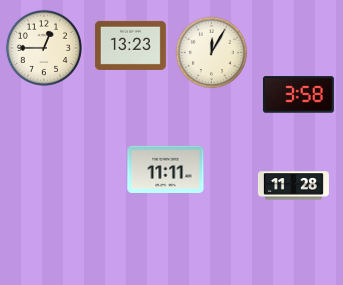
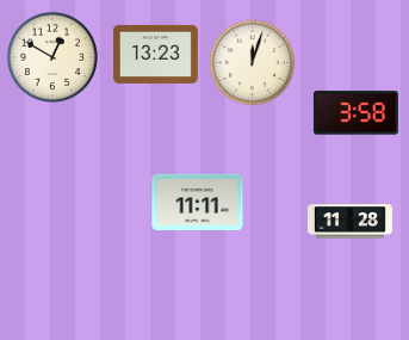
clock at (44, 48): 12:45 -> 12:50
clock at (212, 53): 12:05 -> 12:03
